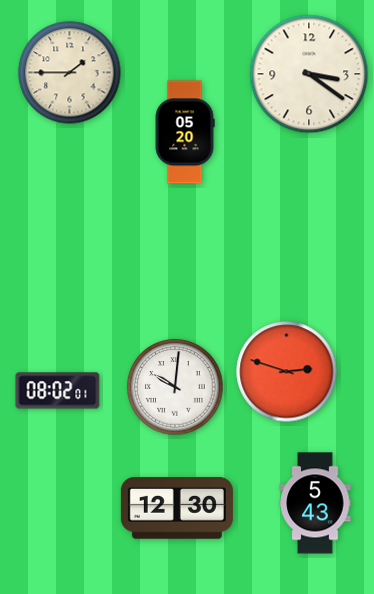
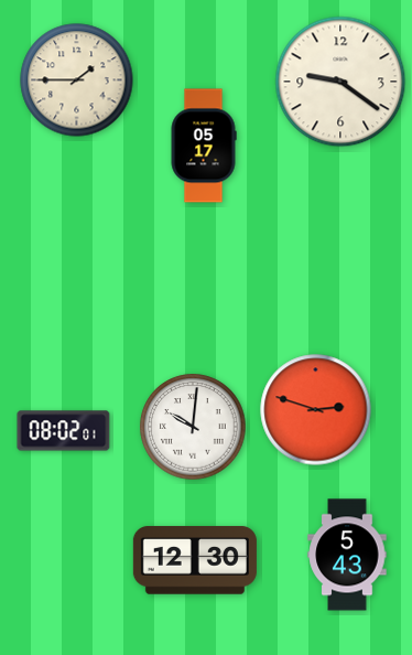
clock at (309, 74): 3:21 -> 9:21
clock at (185, 132): 05:20 -> 05:17
